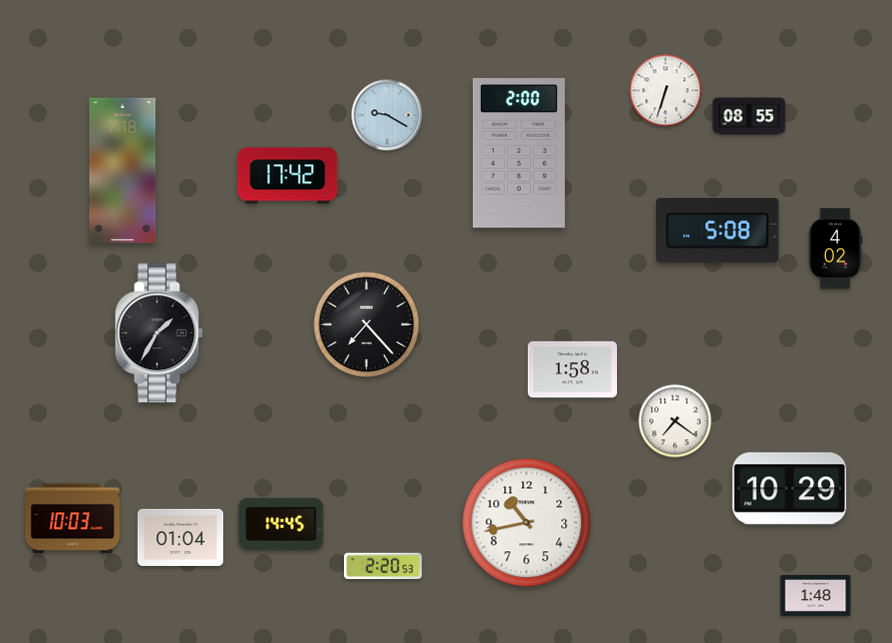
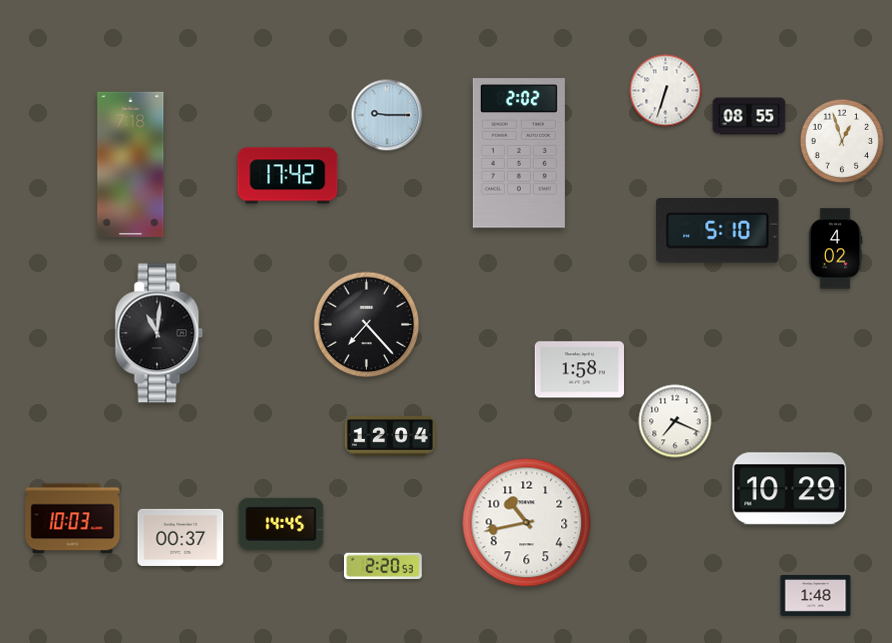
clock at (387, 115): 9:20 -> 9:15
clock at (842, 141): none -> 12:57
clock at (519, 153): 2:00 -> 2:02
clock at (123, 170) position: (123, 170) -> (131, 164)
clock at (718, 231): 5:08 -> 5:10
clock at (159, 333): 1:35 -> 11:01
clock at (572, 370) position: (572, 370) -> (579, 370)
clock at (675, 421): 7:21 -> 7:19
clock at (390, 436): none -> 12:04
clock at (181, 537): 01:04 -> 00:37
